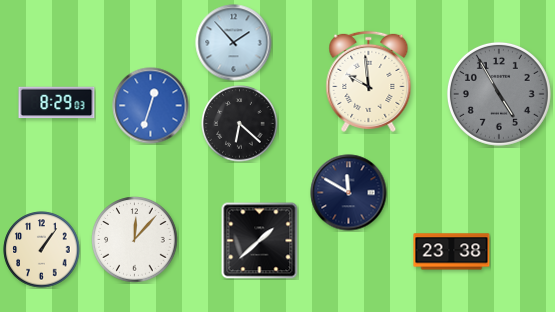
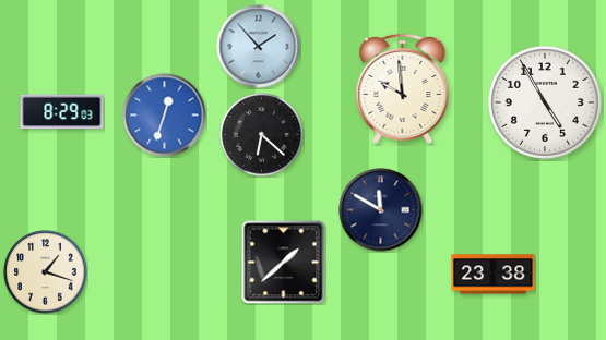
clock at (234, 43) position: (234, 43) -> (259, 47)
clock at (499, 94) dial: grey -> white
clock at (135, 240): 12:07 -> none
clock at (42, 250): 1:06 -> 1:18
